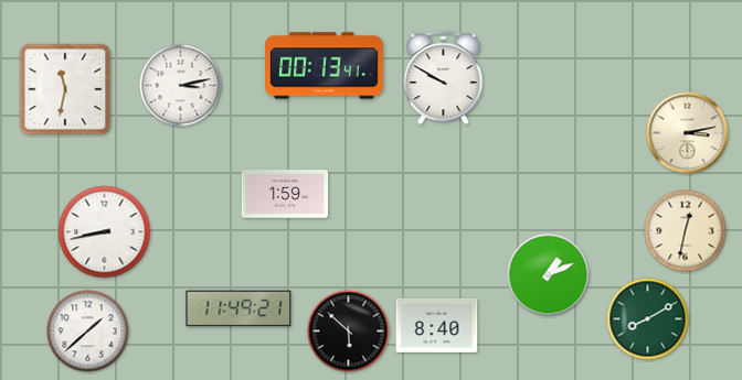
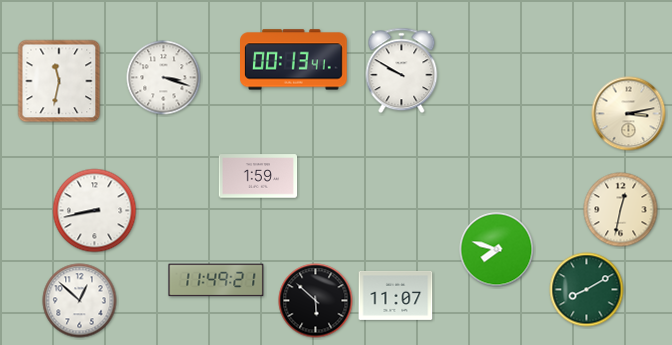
clock at (181, 86): 3:13 -> 3:18
clock at (688, 133) position: (688, 133) -> (629, 114)
clock at (549, 275): 1:11 -> 7:48
clock at (437, 325): 8:40 -> 11:07
clock at (88, 332): 1:38 -> 12:52
